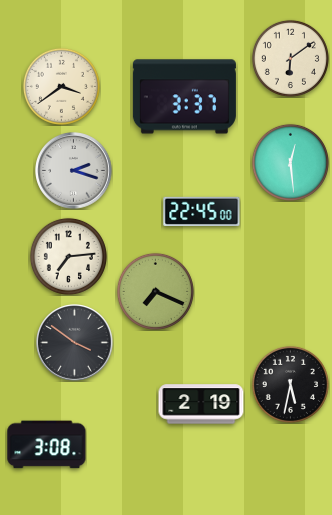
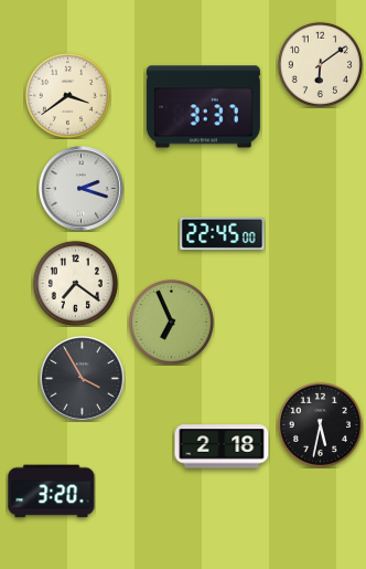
clock at (290, 162): 12:29 -> none
clock at (68, 256): 7:14 -> 7:21
clock at (155, 291): 7:19 -> 6:56
clock at (75, 343): 3:51 -> 3:55
clock at (201, 404): 2:19 -> 2:18
clock at (47, 445): 3:08 -> 3:20
